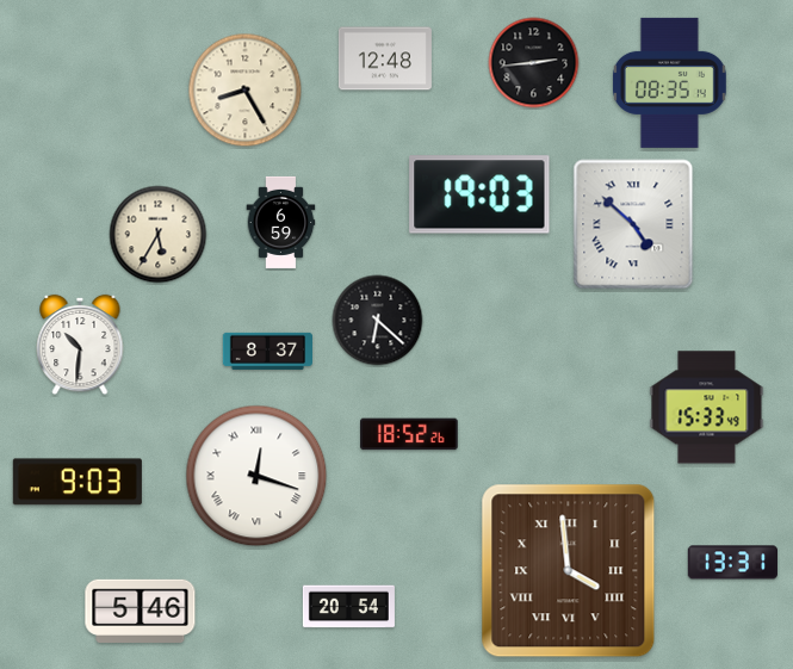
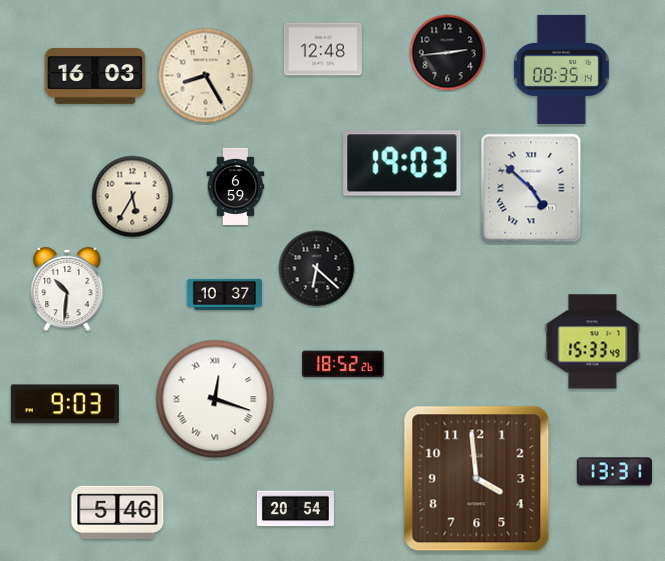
clock at (95, 76): none -> 16:03
clock at (267, 351): 8:37 -> 10:37
clock at (569, 571) numerals: Roman -> Arabic
clock at (348, 607) position: (348, 607) -> (295, 509)
